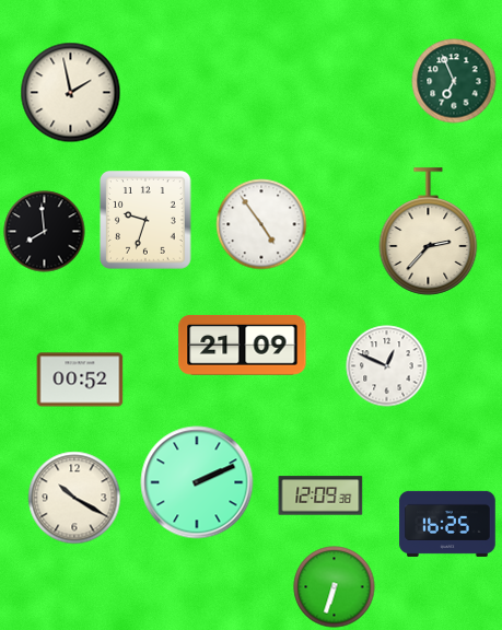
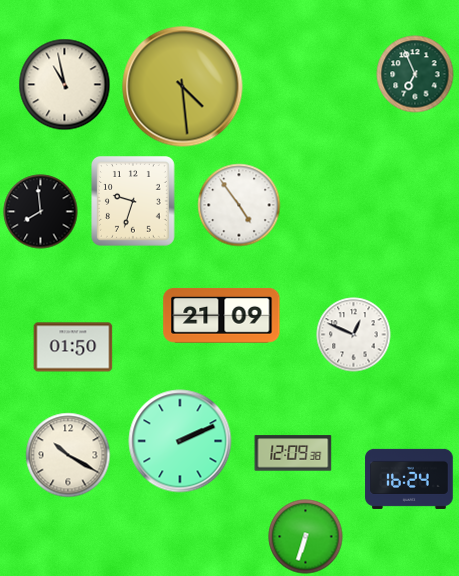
clock at (71, 93): 1:58 -> 10:58
clock at (183, 87): none -> 4:29
clock at (429, 232): 2:37 -> none
clock at (80, 380): 00:52 -> 01:50
clock at (447, 524): 16:25 -> 16:24
